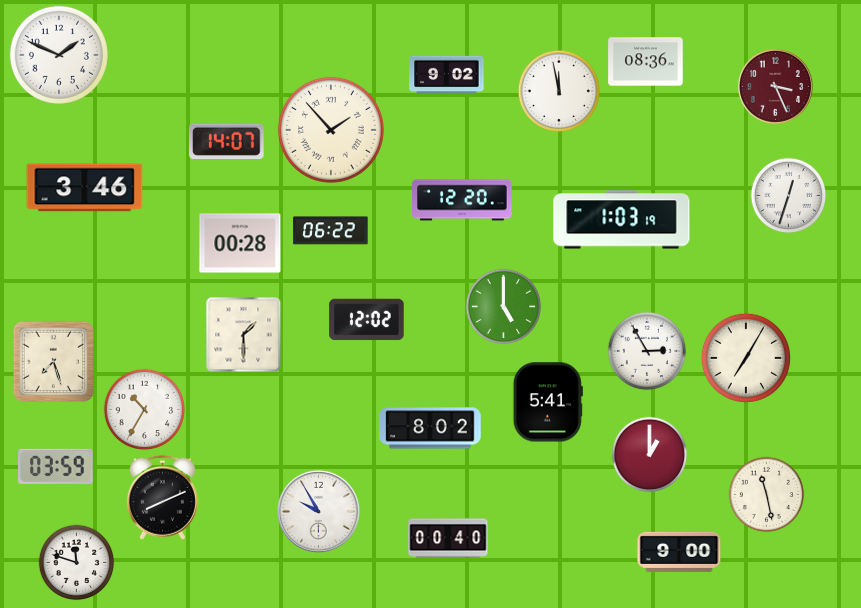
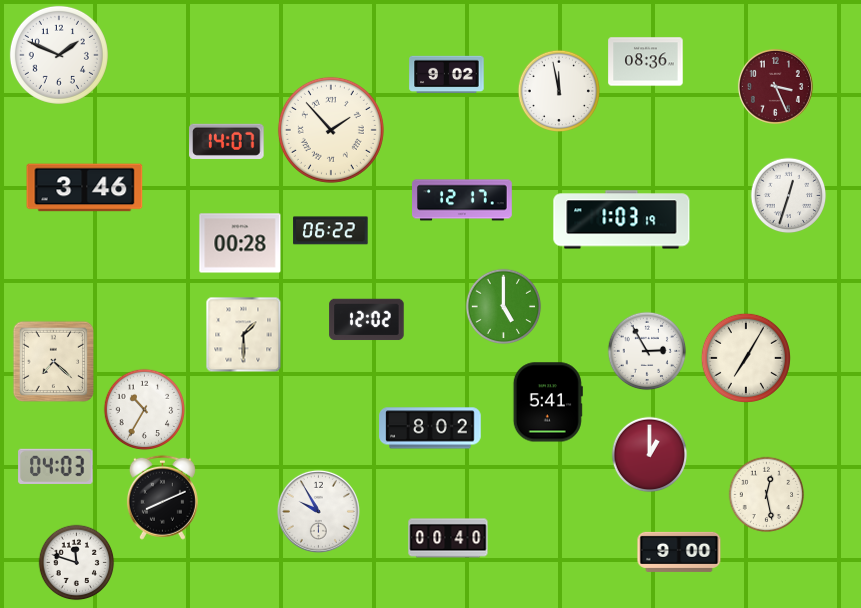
clock at (463, 200): 12:20 -> 12:17
clock at (54, 362): 7:27 -> 7:22
clock at (56, 466): 03:59 -> 04:03
clock at (767, 495): 11:28 -> 12:28
